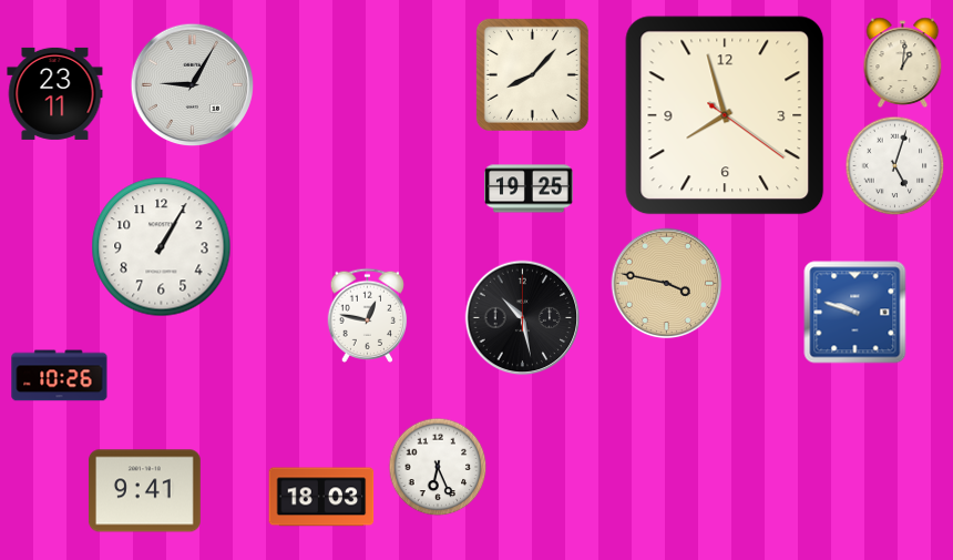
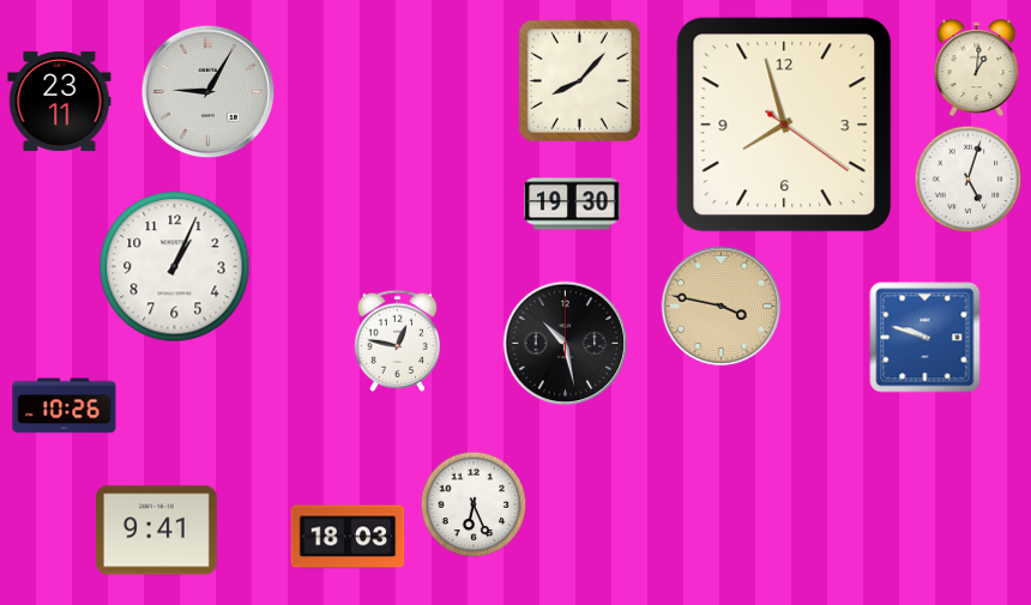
clock at (532, 74) position: (532, 74) -> (579, 80)
clock at (529, 189): 19:25 -> 19:30
clock at (162, 247): 1:05 -> 1:04
